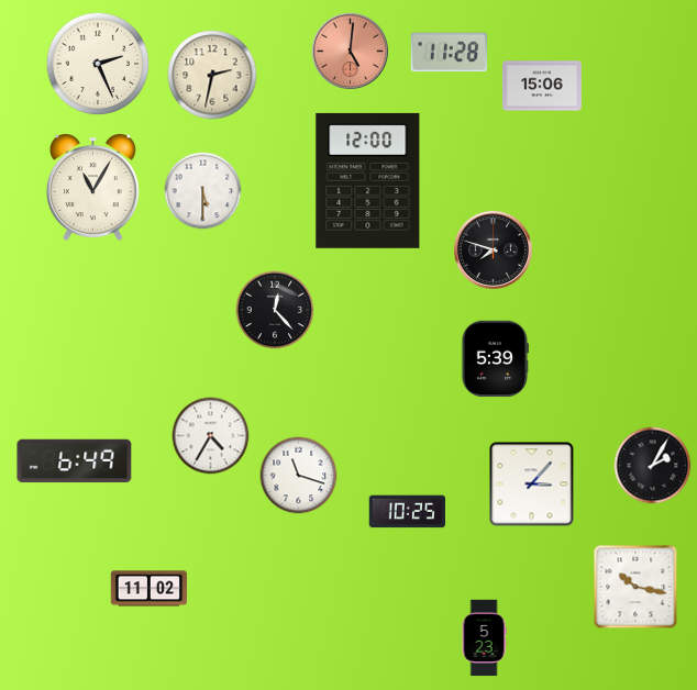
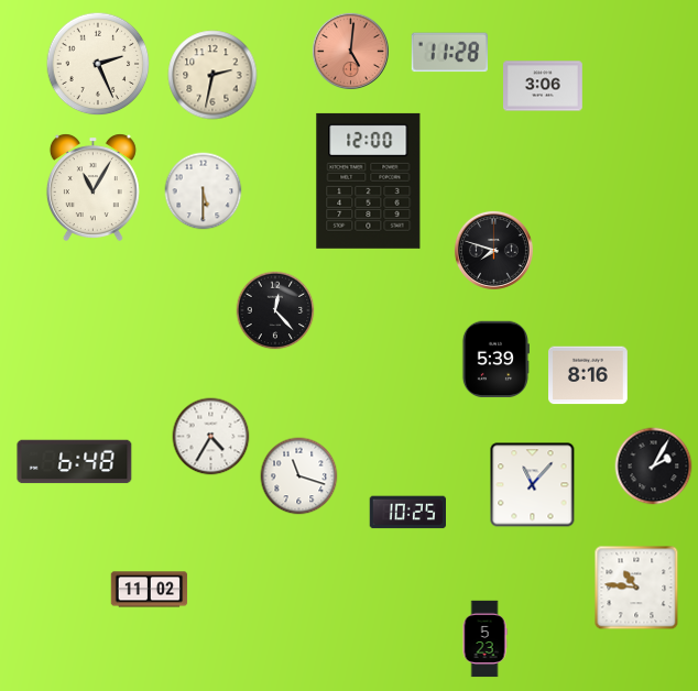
clock at (543, 86): 15:06 -> 3:06
clock at (589, 375): none -> 8:16
clock at (75, 461): 6:49 -> 6:48
clock at (532, 485): 3:07 -> 11:07
clock at (635, 587): 10:17 -> 10:46
